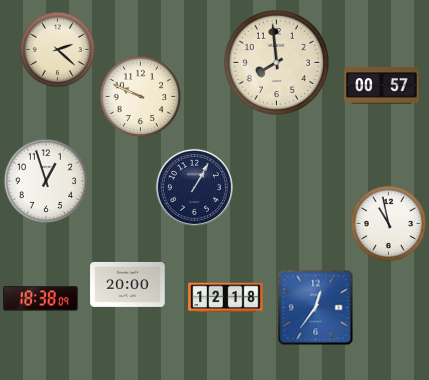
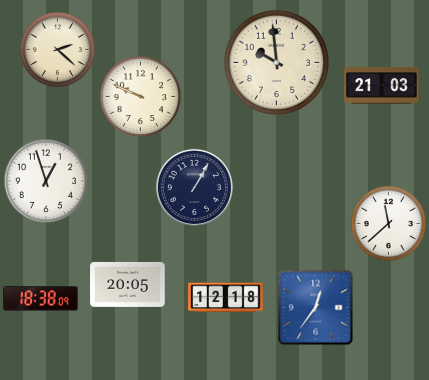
clock at (276, 62): 7:59 -> 9:59
clock at (382, 86): 00:57 -> 21:03
clock at (389, 224): 10:58 -> 11:38
clock at (128, 284): 20:00 -> 20:05
